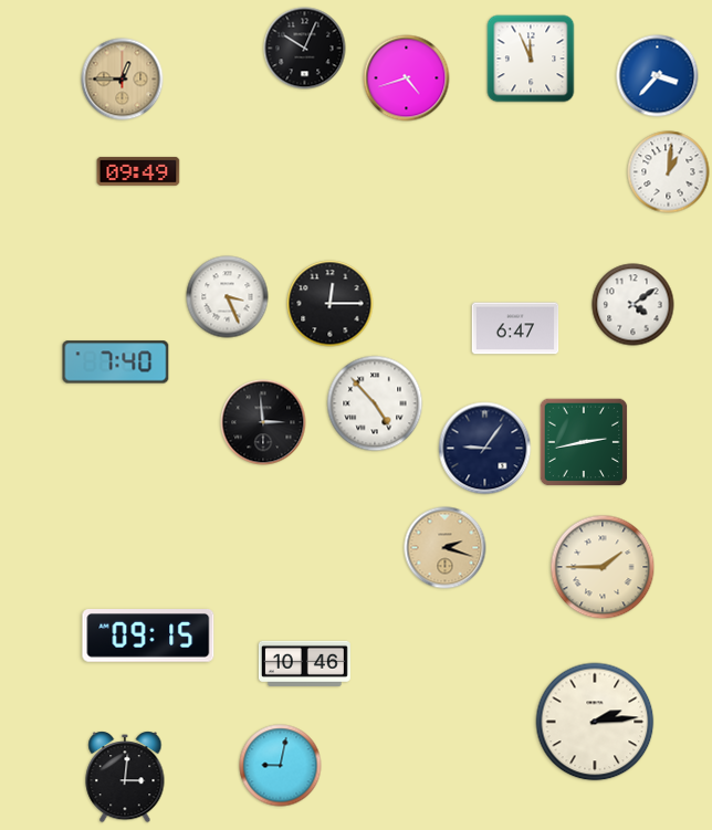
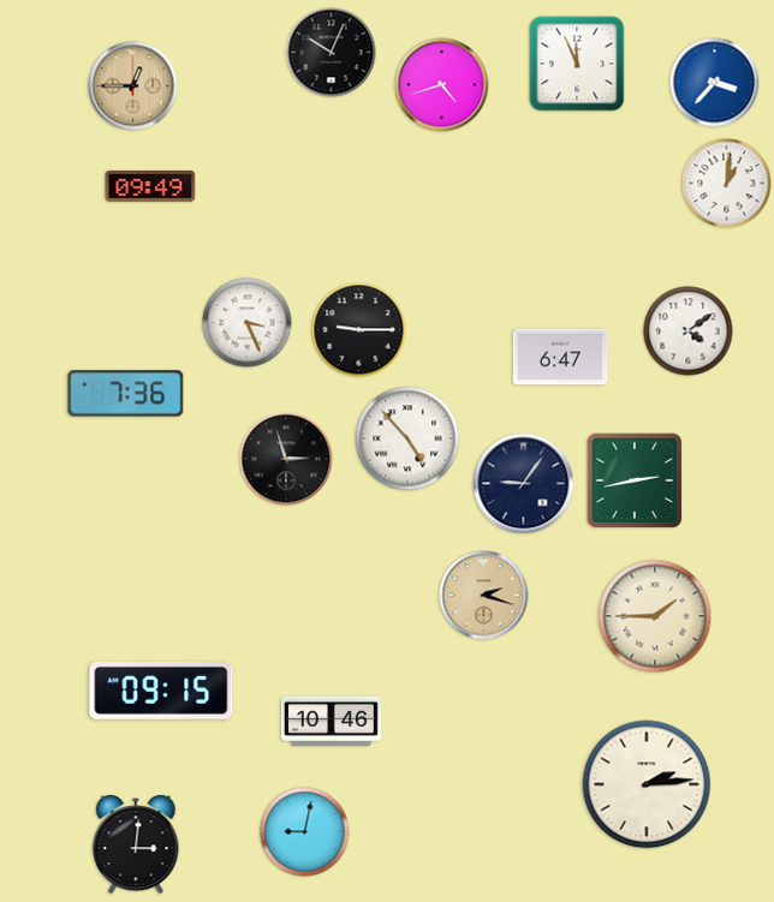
clock at (669, 172) position: (669, 172) -> (727, 184)
clock at (331, 304): 12:15 -> 9:15
clock at (116, 363): 7:40 -> 7:36
clock at (263, 422): 2:59 -> 2:57
clock at (485, 449) position: (485, 449) -> (524, 484)
